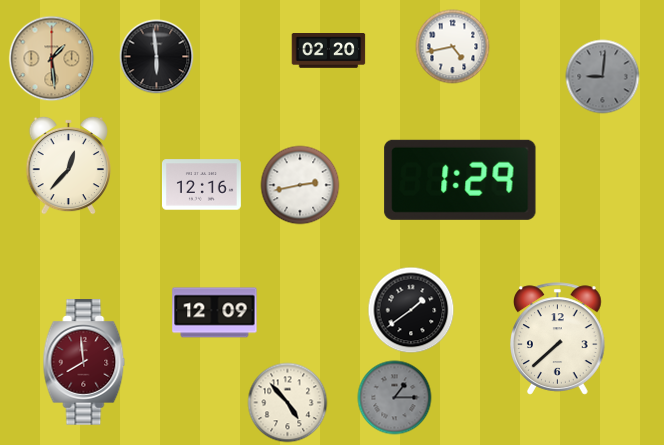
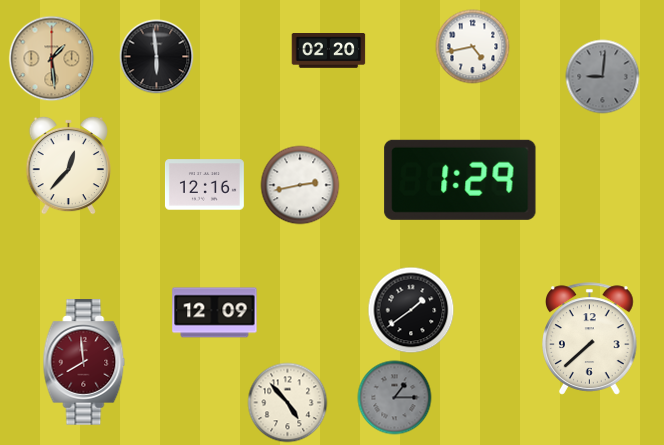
clock at (453, 47) position: (453, 47) -> (473, 47)
clock at (201, 185) position: (201, 185) -> (204, 185)
clock at (558, 339) position: (558, 339) -> (590, 339)
